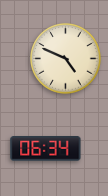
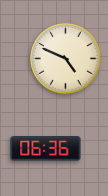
clock at (46, 149): 06:34 -> 06:36
